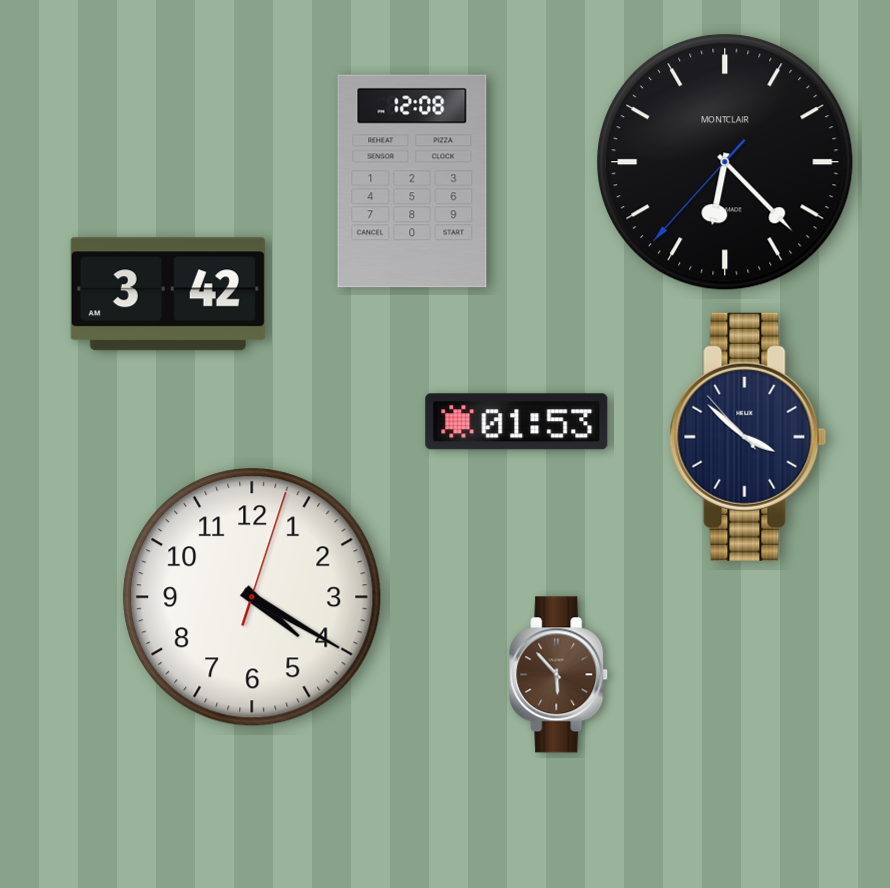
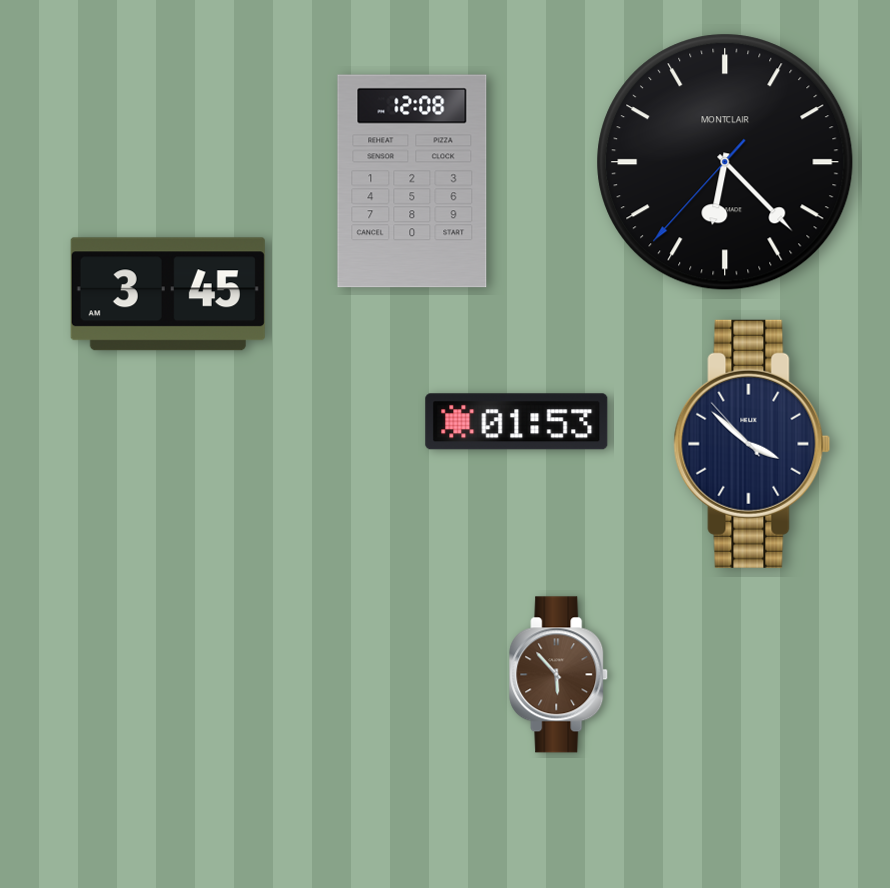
clock at (168, 294): 3:42 -> 3:45
clock at (748, 437) position: (748, 437) -> (752, 444)
clock at (252, 597): 4:20 -> none
